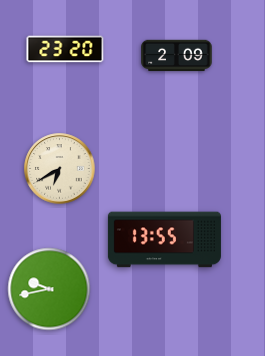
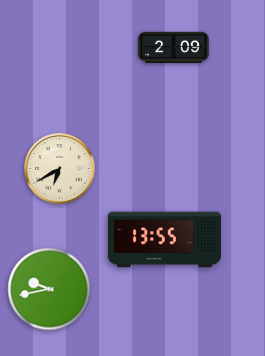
clock at (65, 49): 23:20 -> none
clock at (177, 56) position: (177, 56) -> (174, 48)
